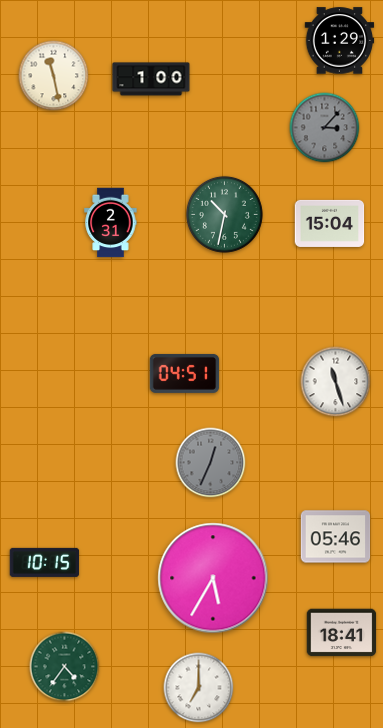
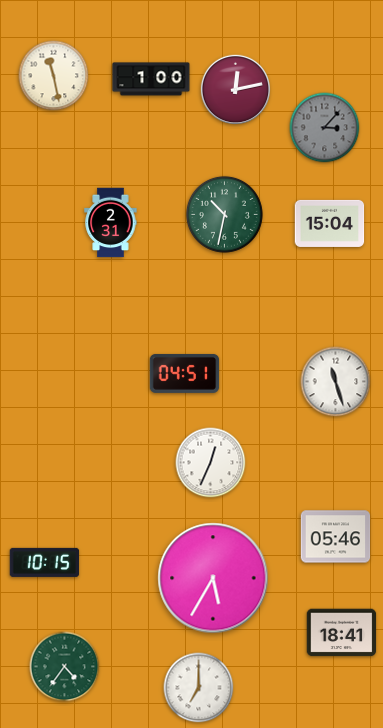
clock at (340, 41): 1:29 -> none
clock at (235, 89): none -> 12:13
clock at (211, 463) dial: grey -> white
